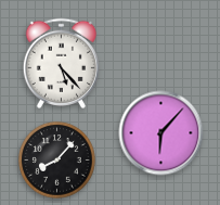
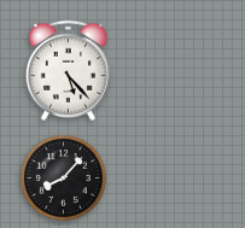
clock at (161, 133): 6:07 -> none
